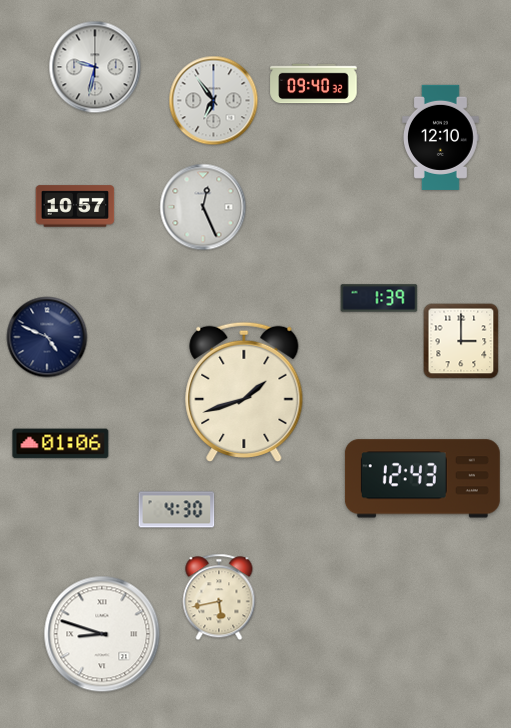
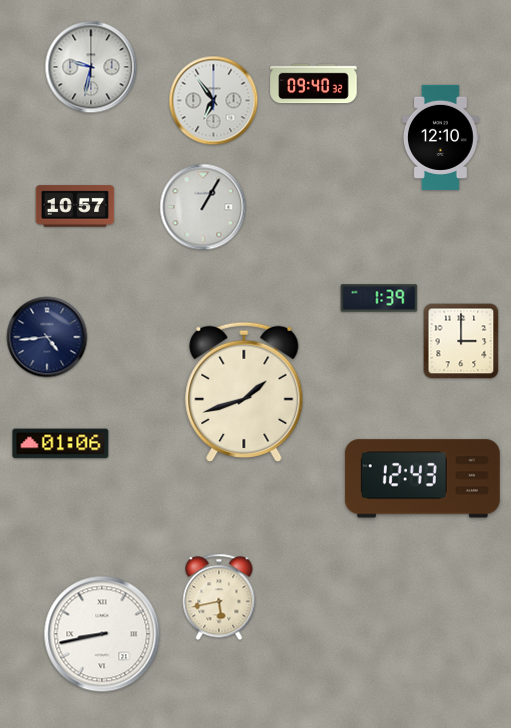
clock at (95, 67) position: (95, 67) -> (91, 67)
clock at (203, 207): 12:26 -> 1:05
clock at (47, 337): 4:49 -> 4:44
clock at (177, 510): 4:30 -> none
clock at (102, 634): 8:48 -> 8:43
